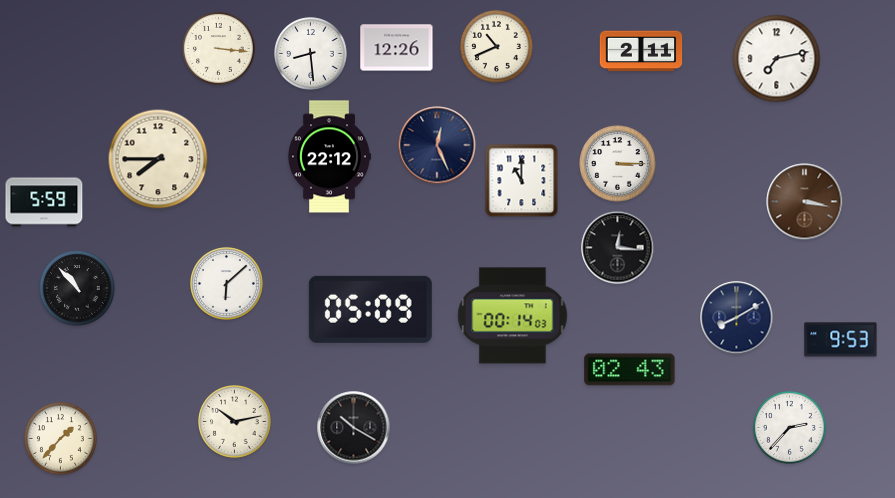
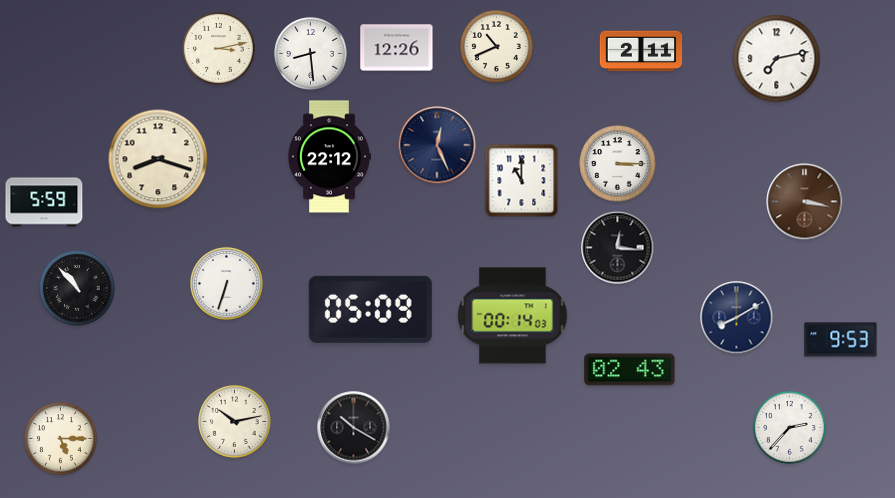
clock at (219, 49): 3:16 -> 3:13
clock at (158, 159): 7:45 -> 8:18
clock at (227, 284): 6:08 -> 6:33
clock at (61, 439): 1:37 -> 5:15
